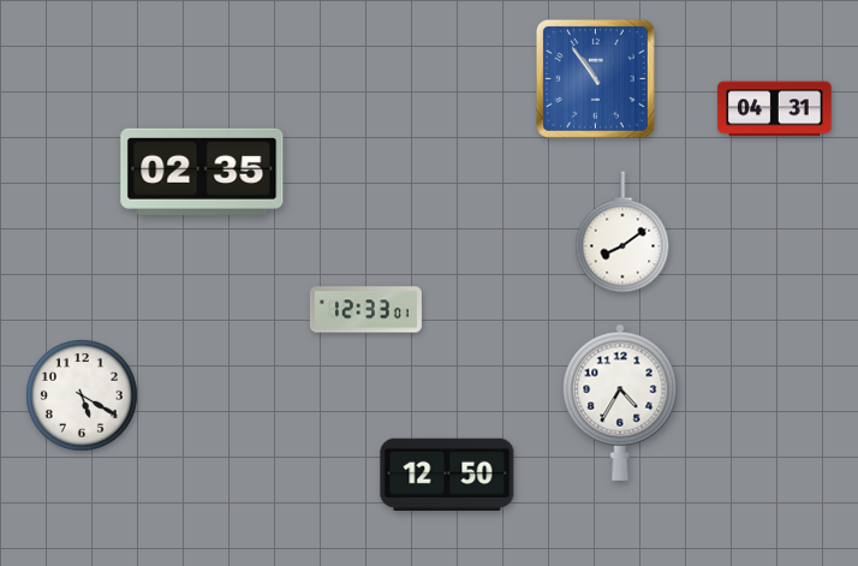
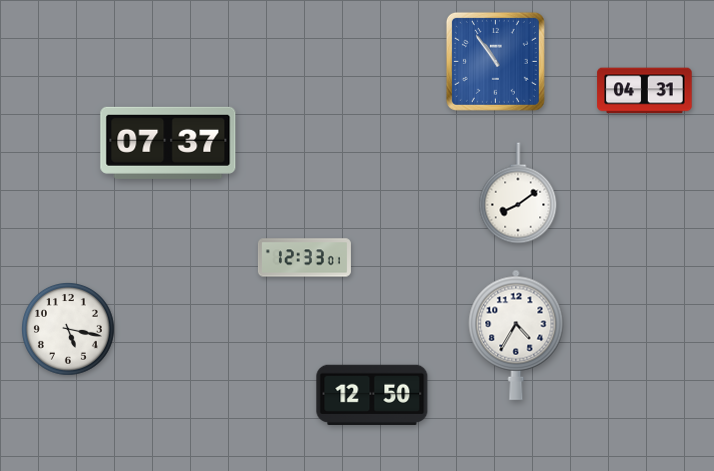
clock at (595, 78) position: (595, 78) -> (495, 61)
clock at (202, 172): 02:35 -> 07:37
clock at (83, 397): 5:20 -> 5:17
